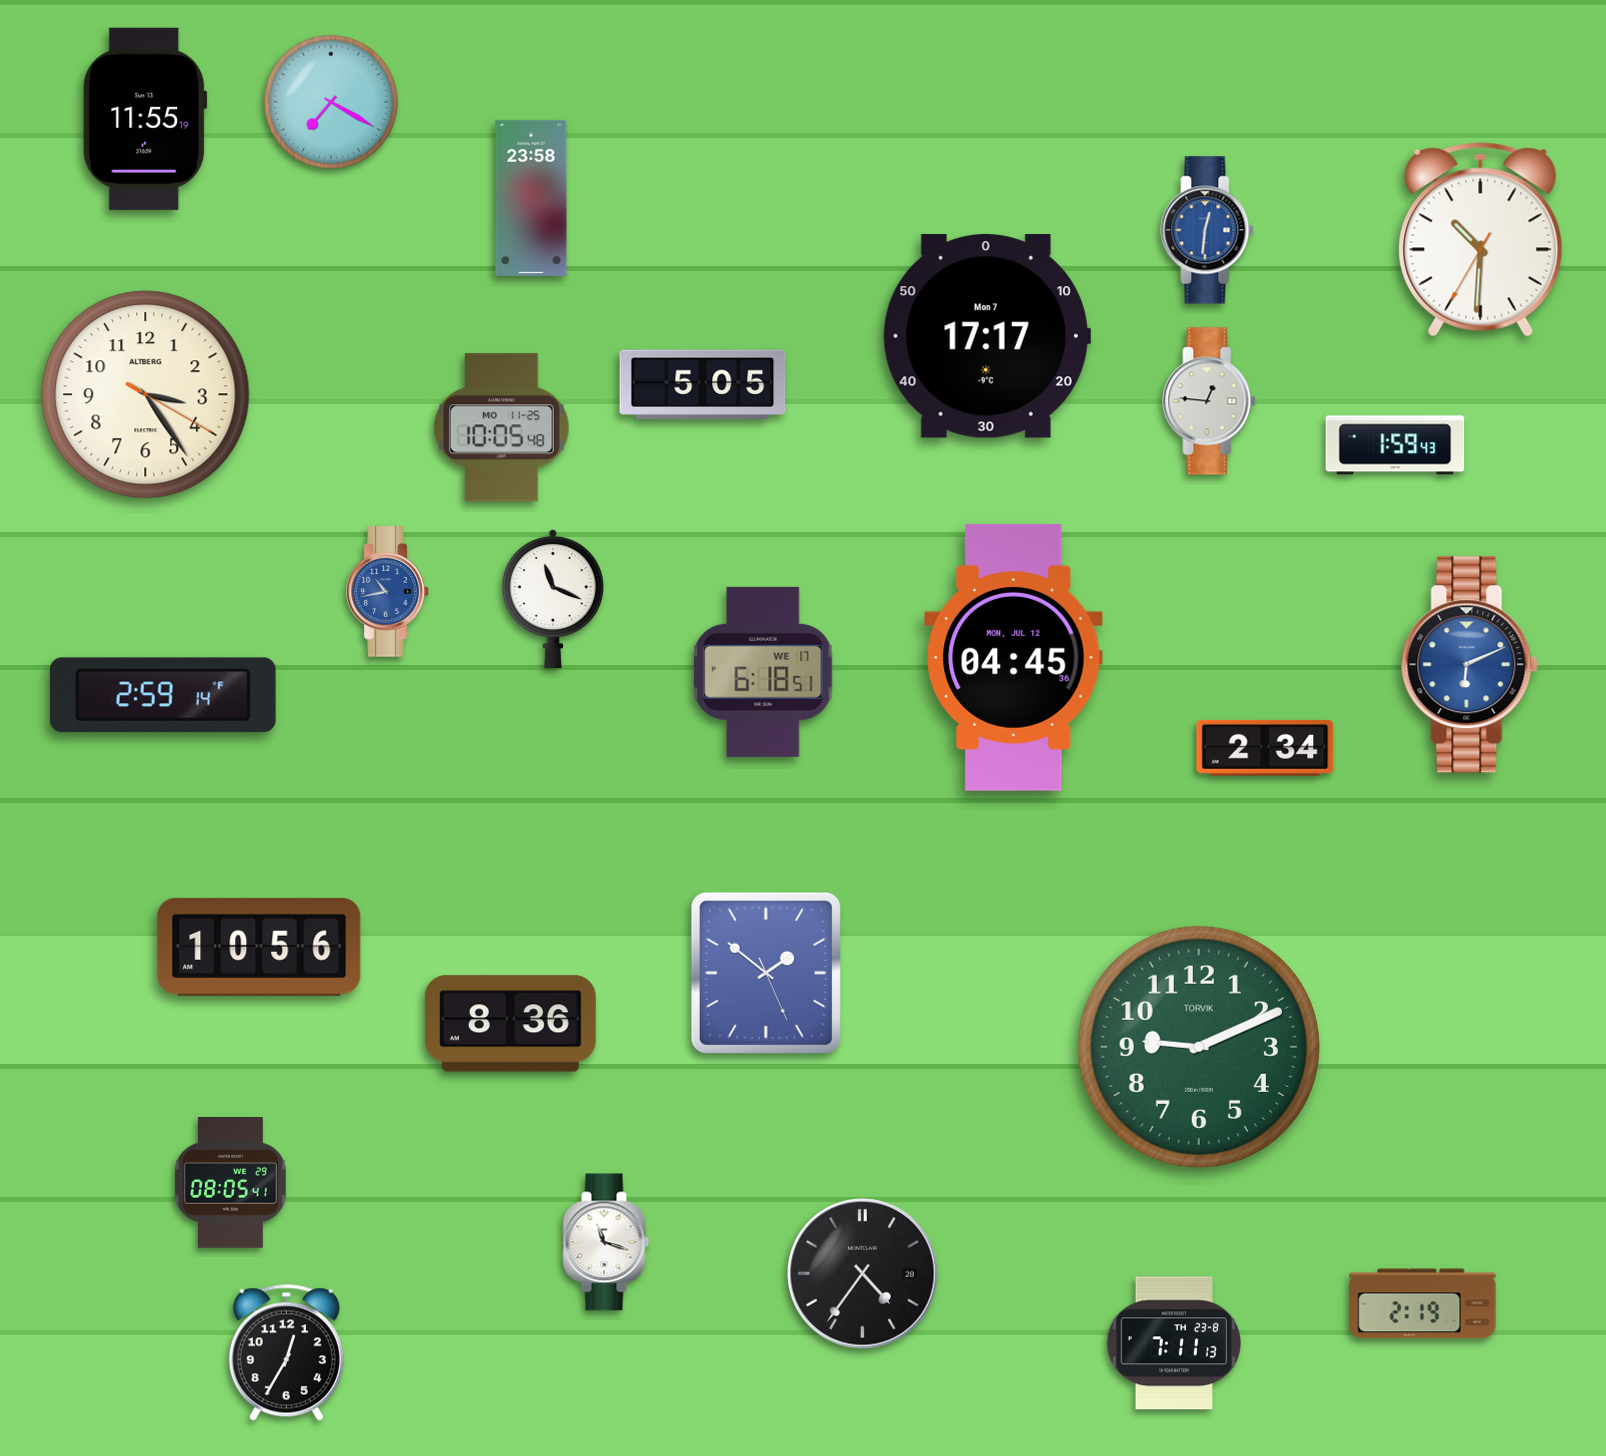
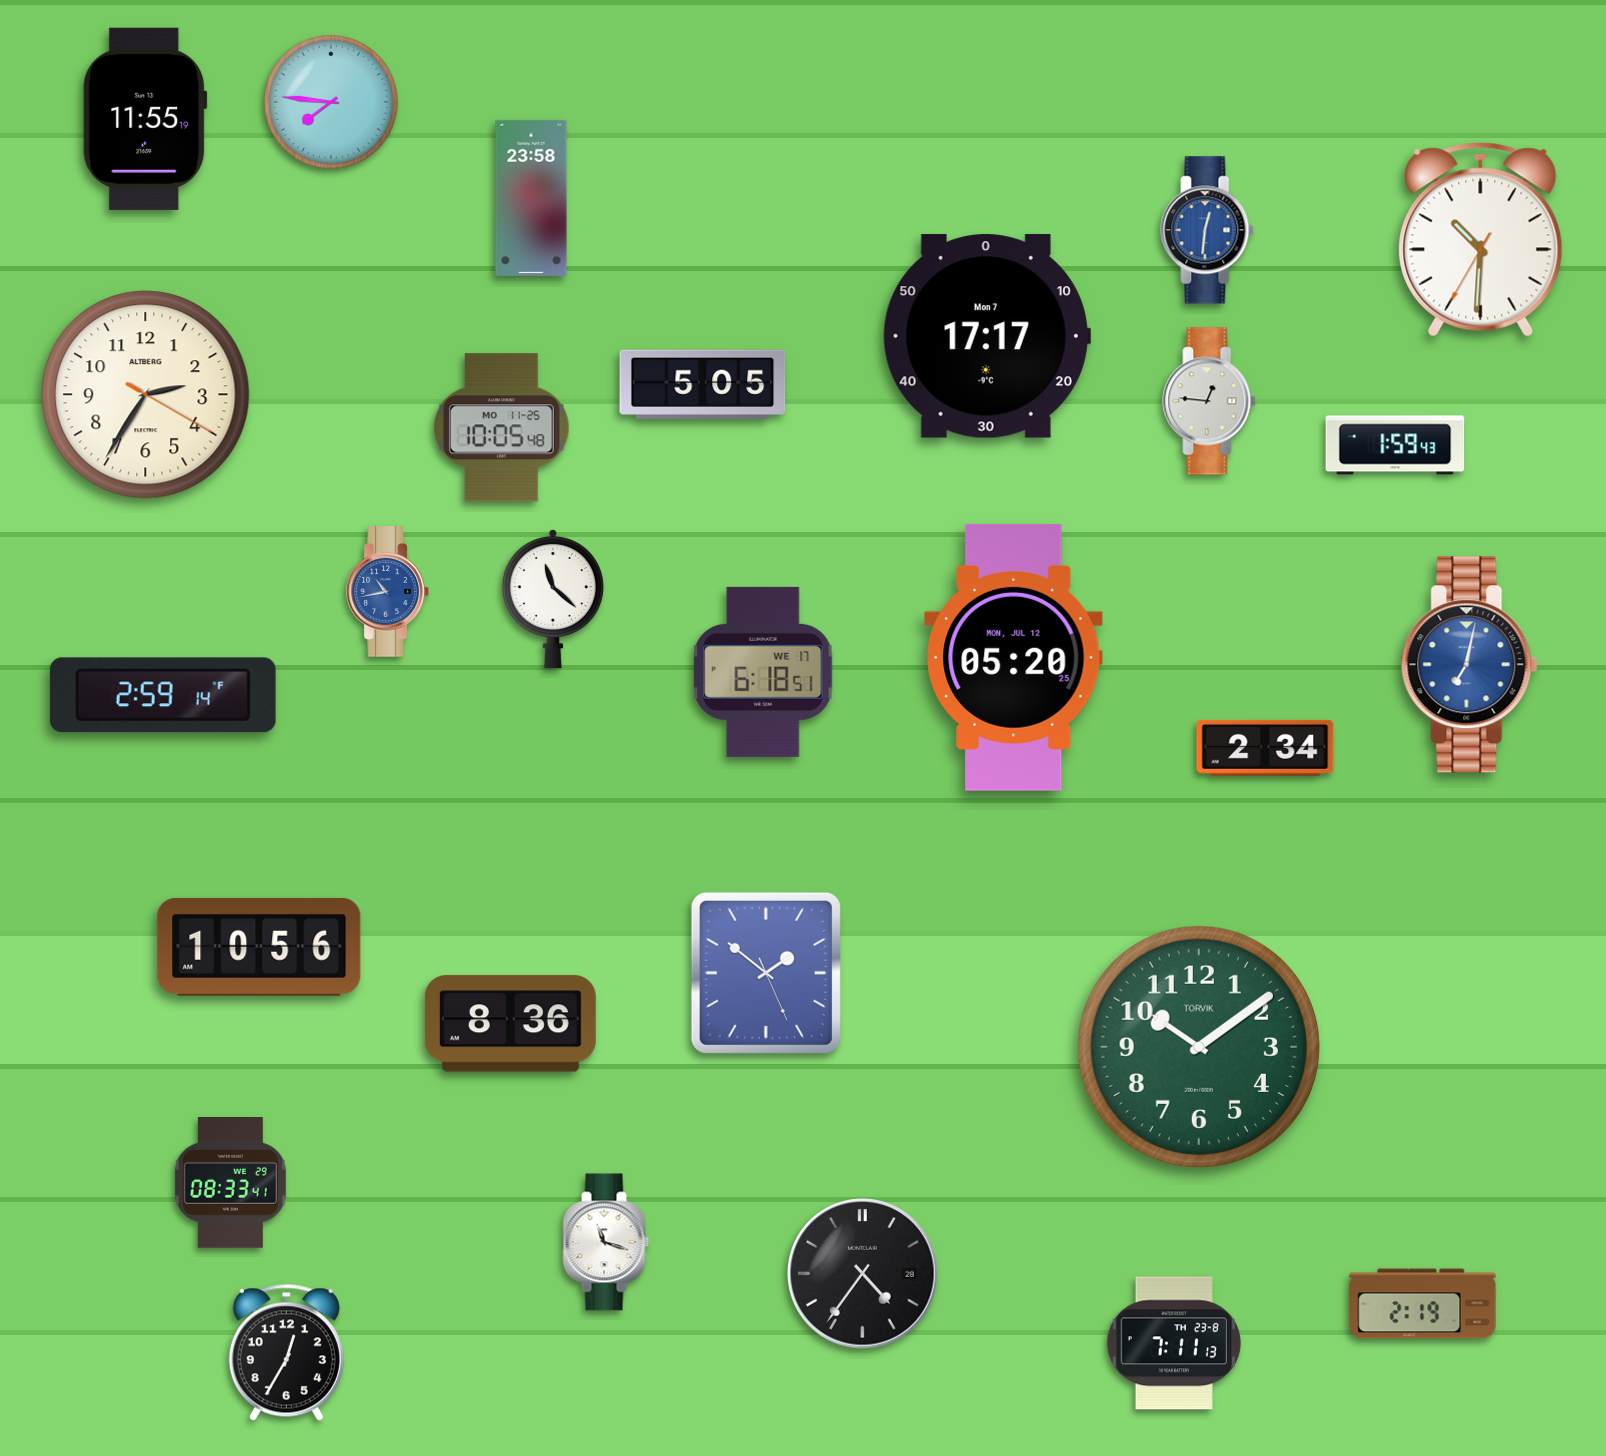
clock at (331, 102): 7:20 -> 7:46
clock at (146, 395): 3:24 -> 2:35
clock at (553, 599): 11:19 -> 11:22
clock at (1014, 657): 04:45 -> 05:20
clock at (1470, 665): 6:11 -> 7:02
clock at (1199, 1047): 9:11 -> 10:09
clock at (230, 1183): 08:05 -> 08:33
